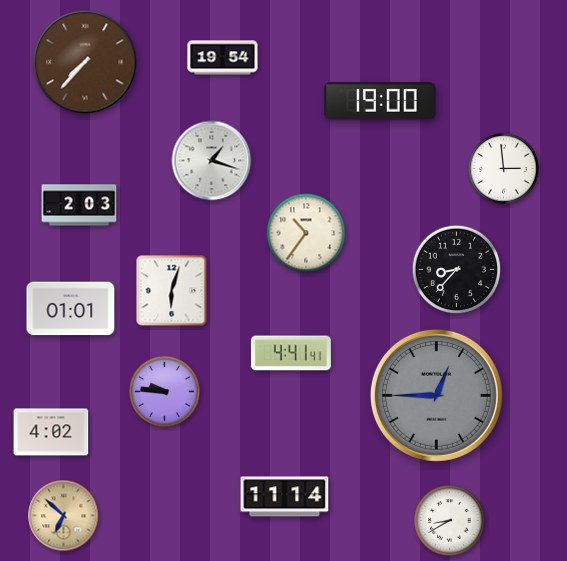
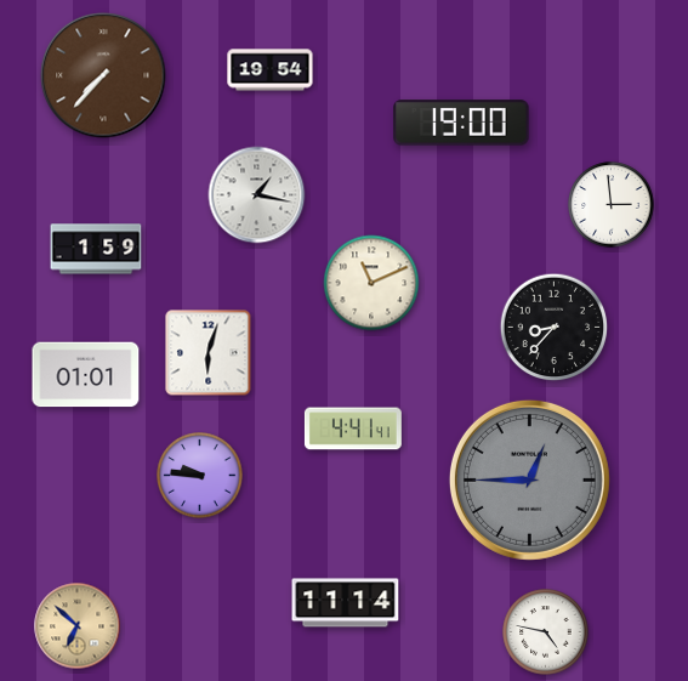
clock at (212, 161): 1:18 -> 1:17
clock at (79, 205): 2:03 -> 1:59
clock at (306, 233): 10:36 -> 11:11
clock at (51, 432): 4:02 -> none
clock at (450, 521): 8:40 -> 4:47
